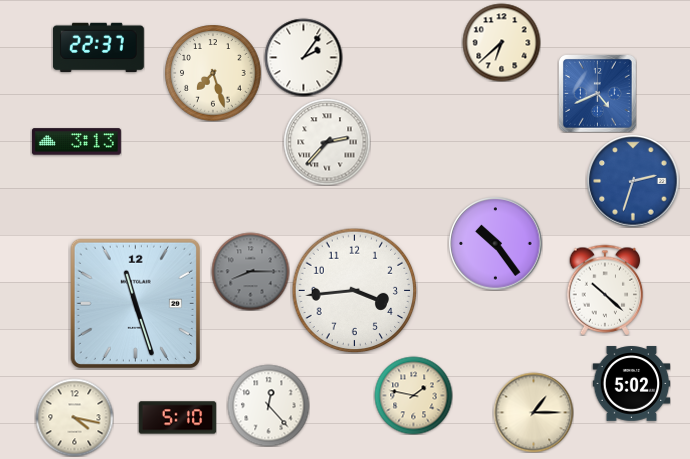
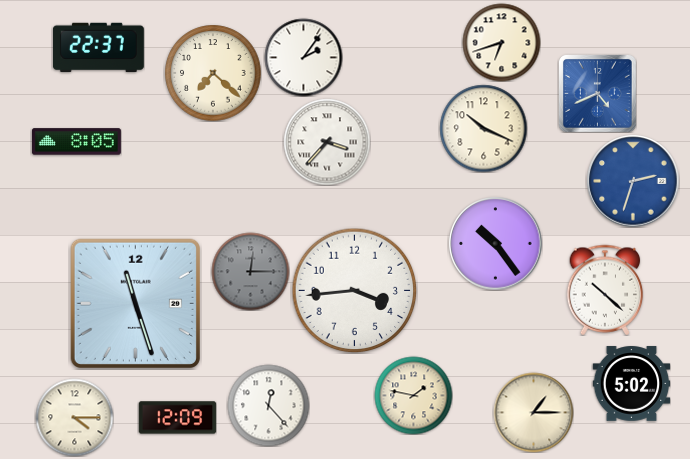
clock at (501, 42): 6:38 -> 6:42
clock at (213, 73): 7:27 -> 7:22
clock at (483, 128): none -> 10:19
clock at (76, 142): 3:13 -> 8:05
clock at (327, 142): 2:37 -> 3:37
clock at (250, 271): 8:15 -> 12:15
clock at (74, 417): 4:17 -> 4:15
clock at (177, 418): 5:10 -> 12:09
